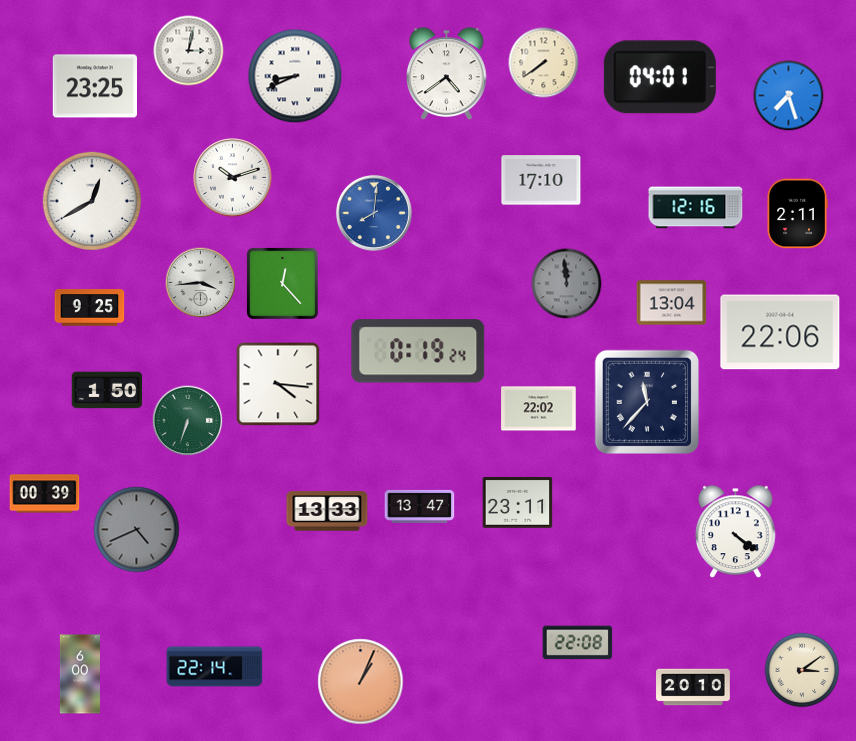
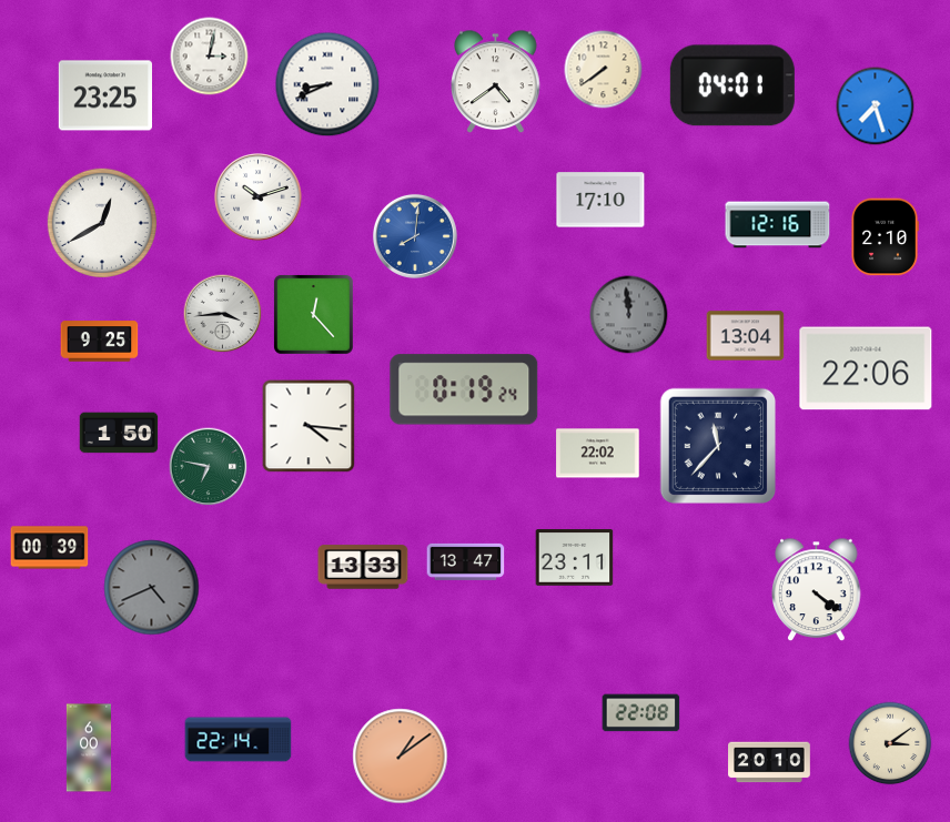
clock at (696, 208) position: (696, 208) -> (778, 225)
clock at (797, 214): 2:11 -> 2:10
clock at (188, 421): 6:33 -> 6:47
clock at (361, 682): 1:04 -> 1:09
